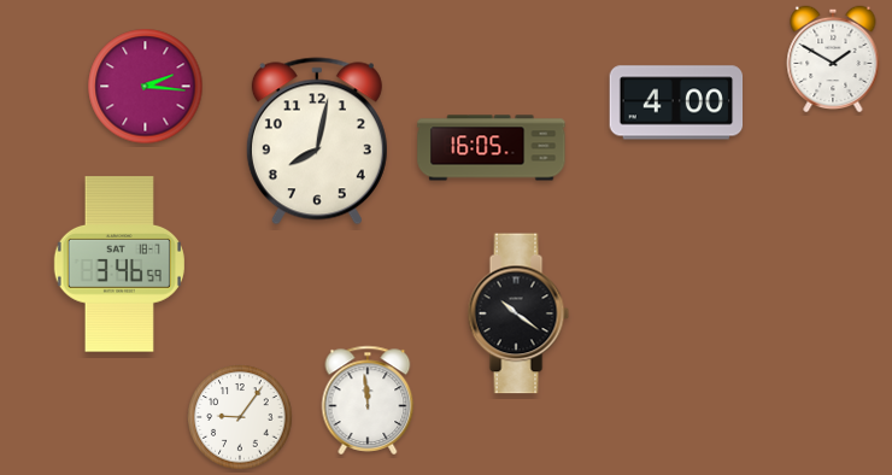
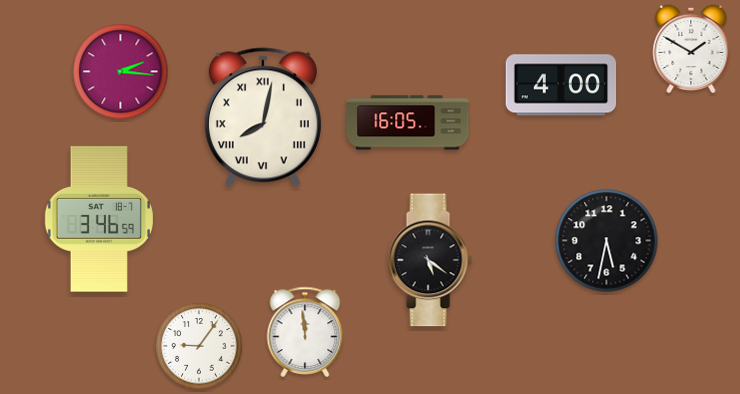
clock at (317, 141) numerals: Arabic -> Roman
clock at (607, 241): none -> 5:32
clock at (518, 313): 10:21 -> 5:21
